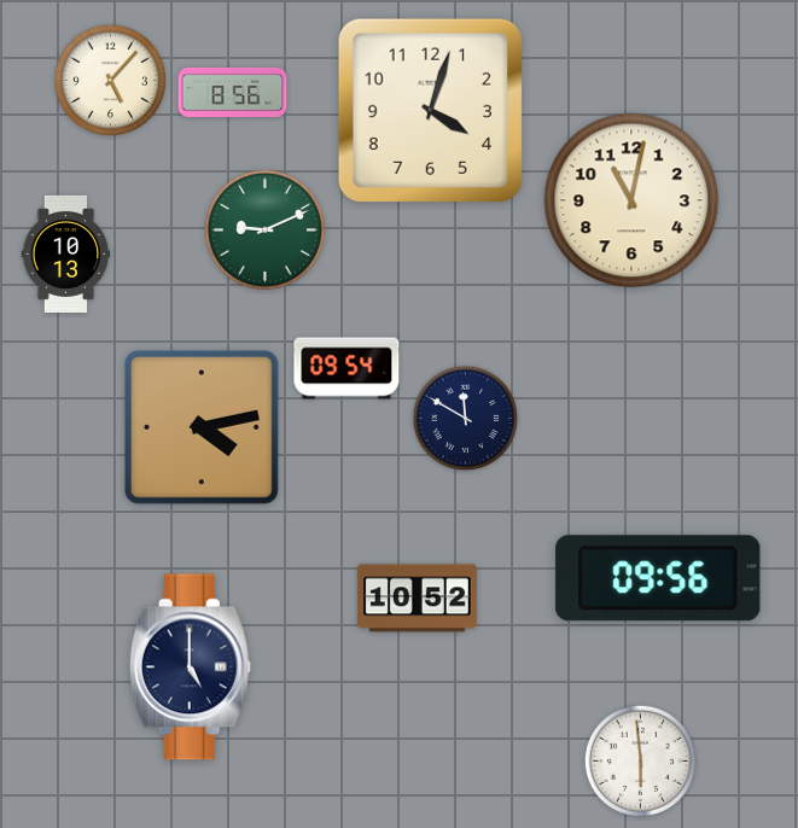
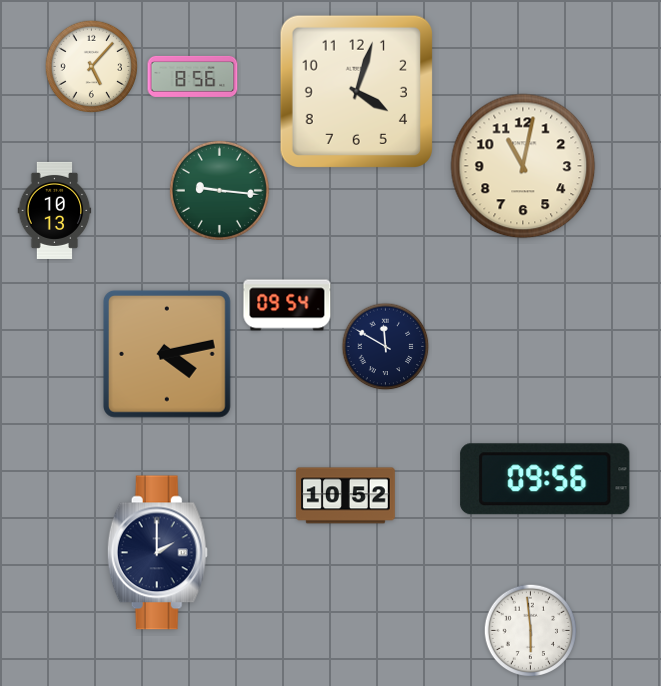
clock at (264, 229): 9:11 -> 9:16
clock at (190, 667): 5:00 -> 2:00
